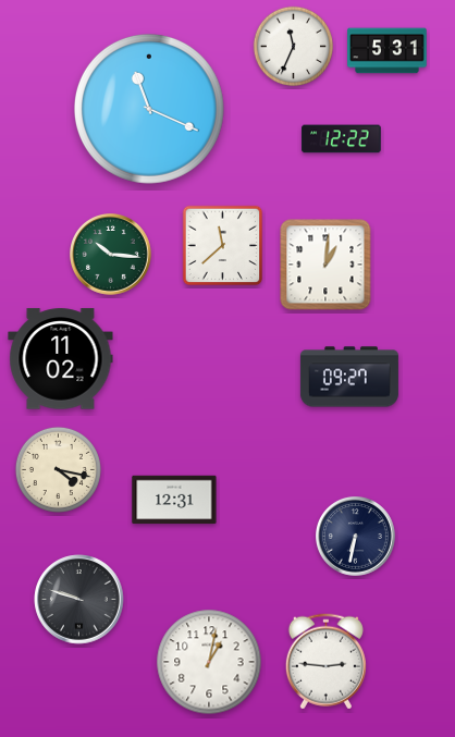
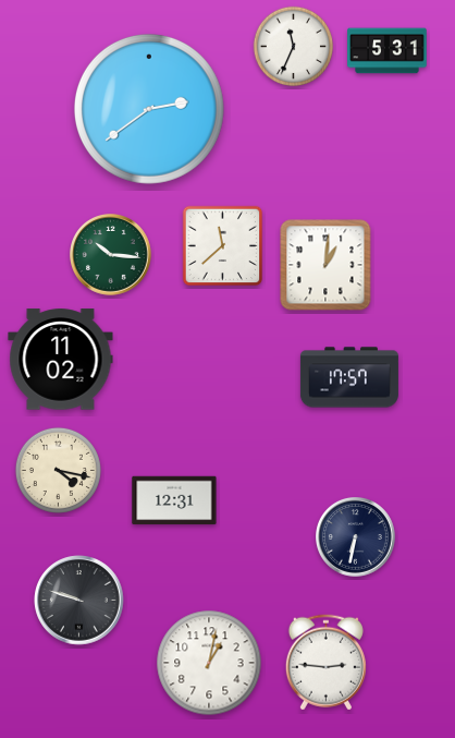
clock at (149, 109): 11:19 -> 2:39
clock at (342, 139): 12:22 -> none
clock at (349, 377): 09:27 -> 17:57
